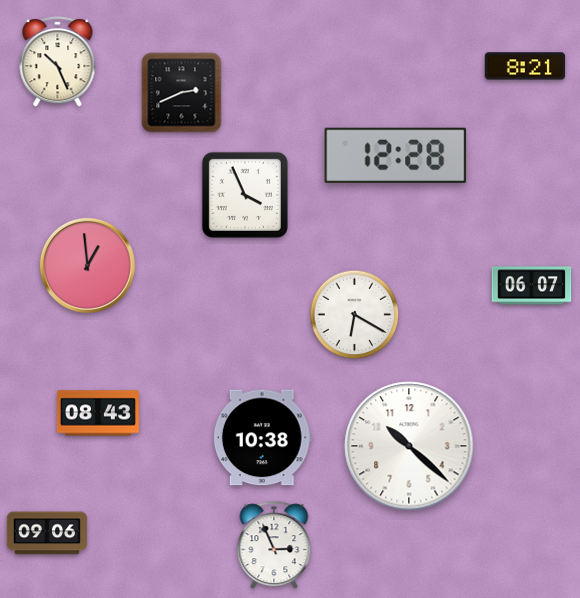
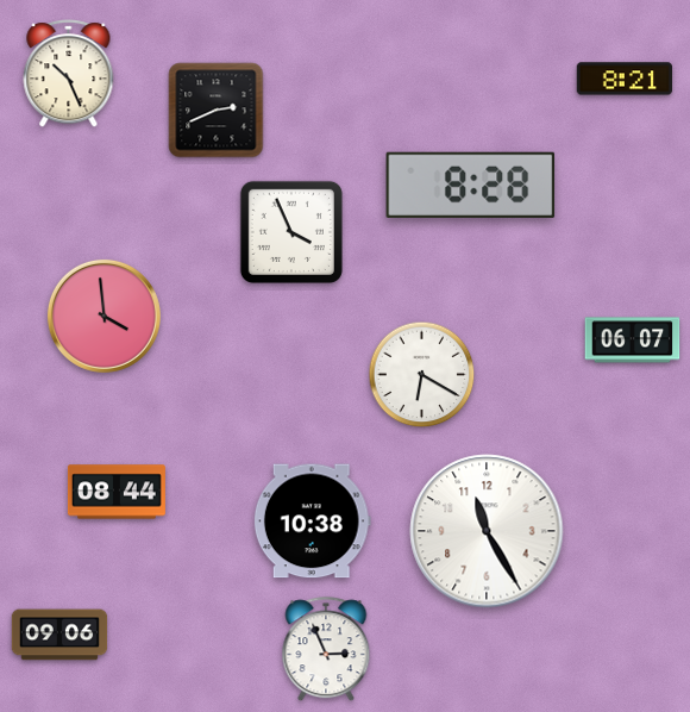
clock at (396, 155): 12:28 -> 8:28
clock at (87, 265): 12:59 -> 3:59
clock at (98, 413): 08:43 -> 08:44
clock at (409, 446): 10:22 -> 11:25
clock at (47, 533) position: (47, 533) -> (59, 635)
